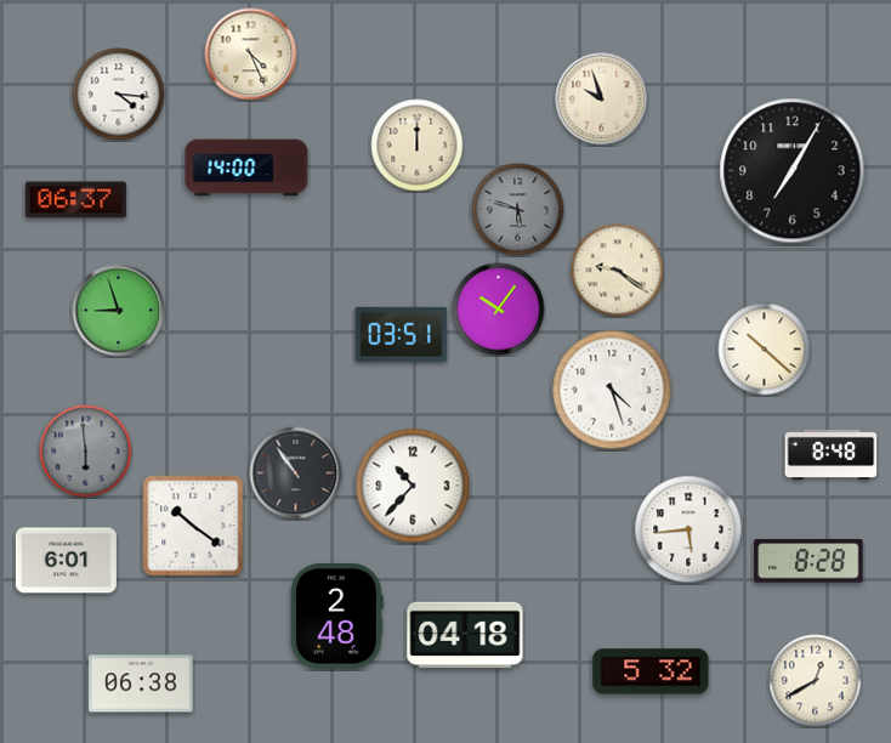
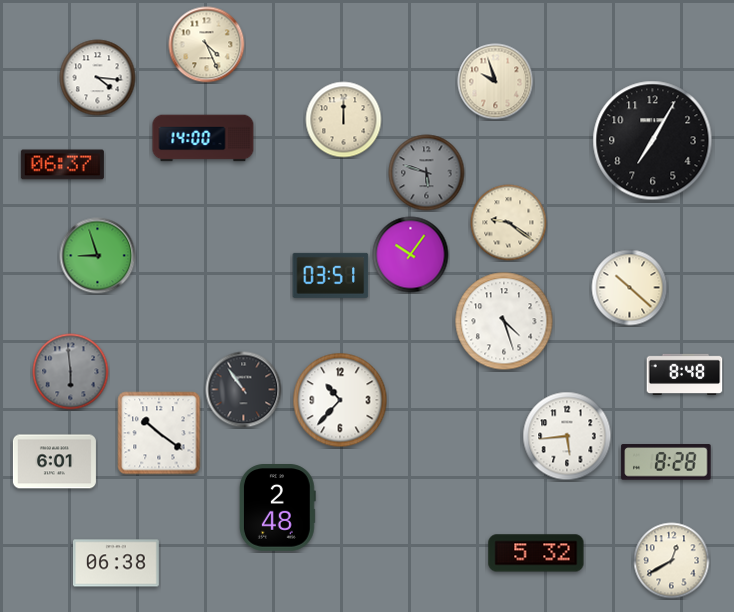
clock at (465, 635): 04:18 -> none
